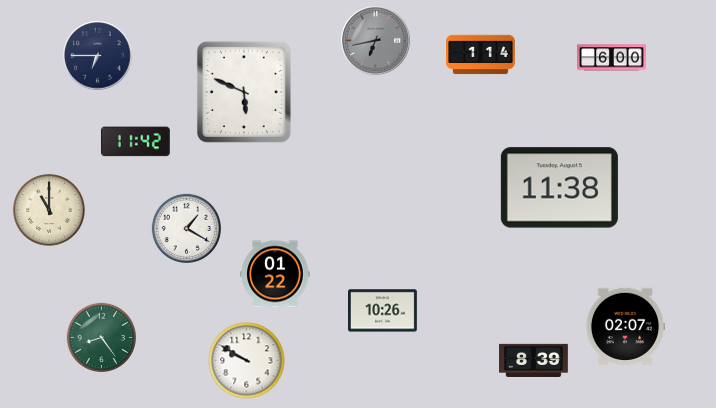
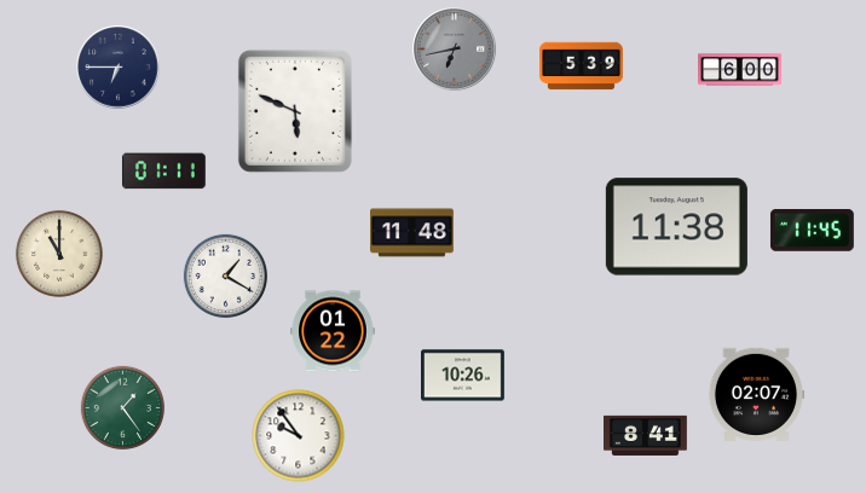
clock at (481, 55): 1:14 -> 5:39
clock at (135, 142): 11:42 -> 01:11
clock at (812, 231): none -> 11:45
clock at (412, 233): none -> 11:48
clock at (101, 337): 8:24 -> 1:24
clock at (534, 360): 8:39 -> 8:41
clock at (247, 361): 9:50 -> 9:54
